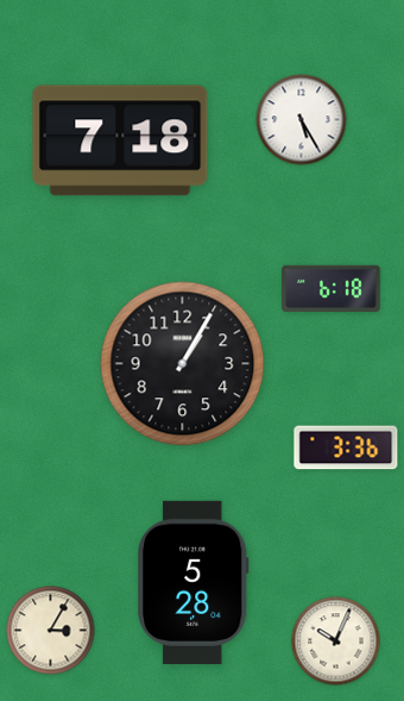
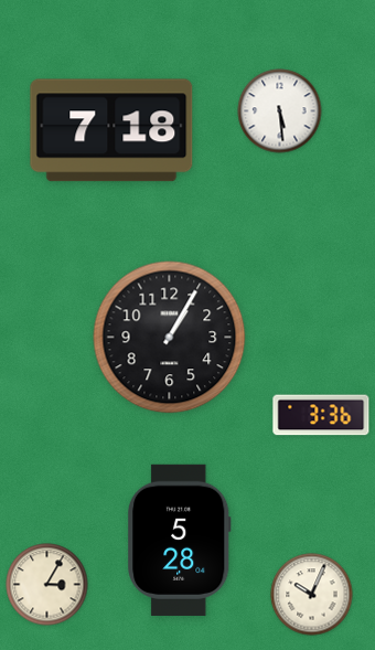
clock at (302, 120): 5:25 -> 5:29
clock at (332, 288): 6:18 -> none
